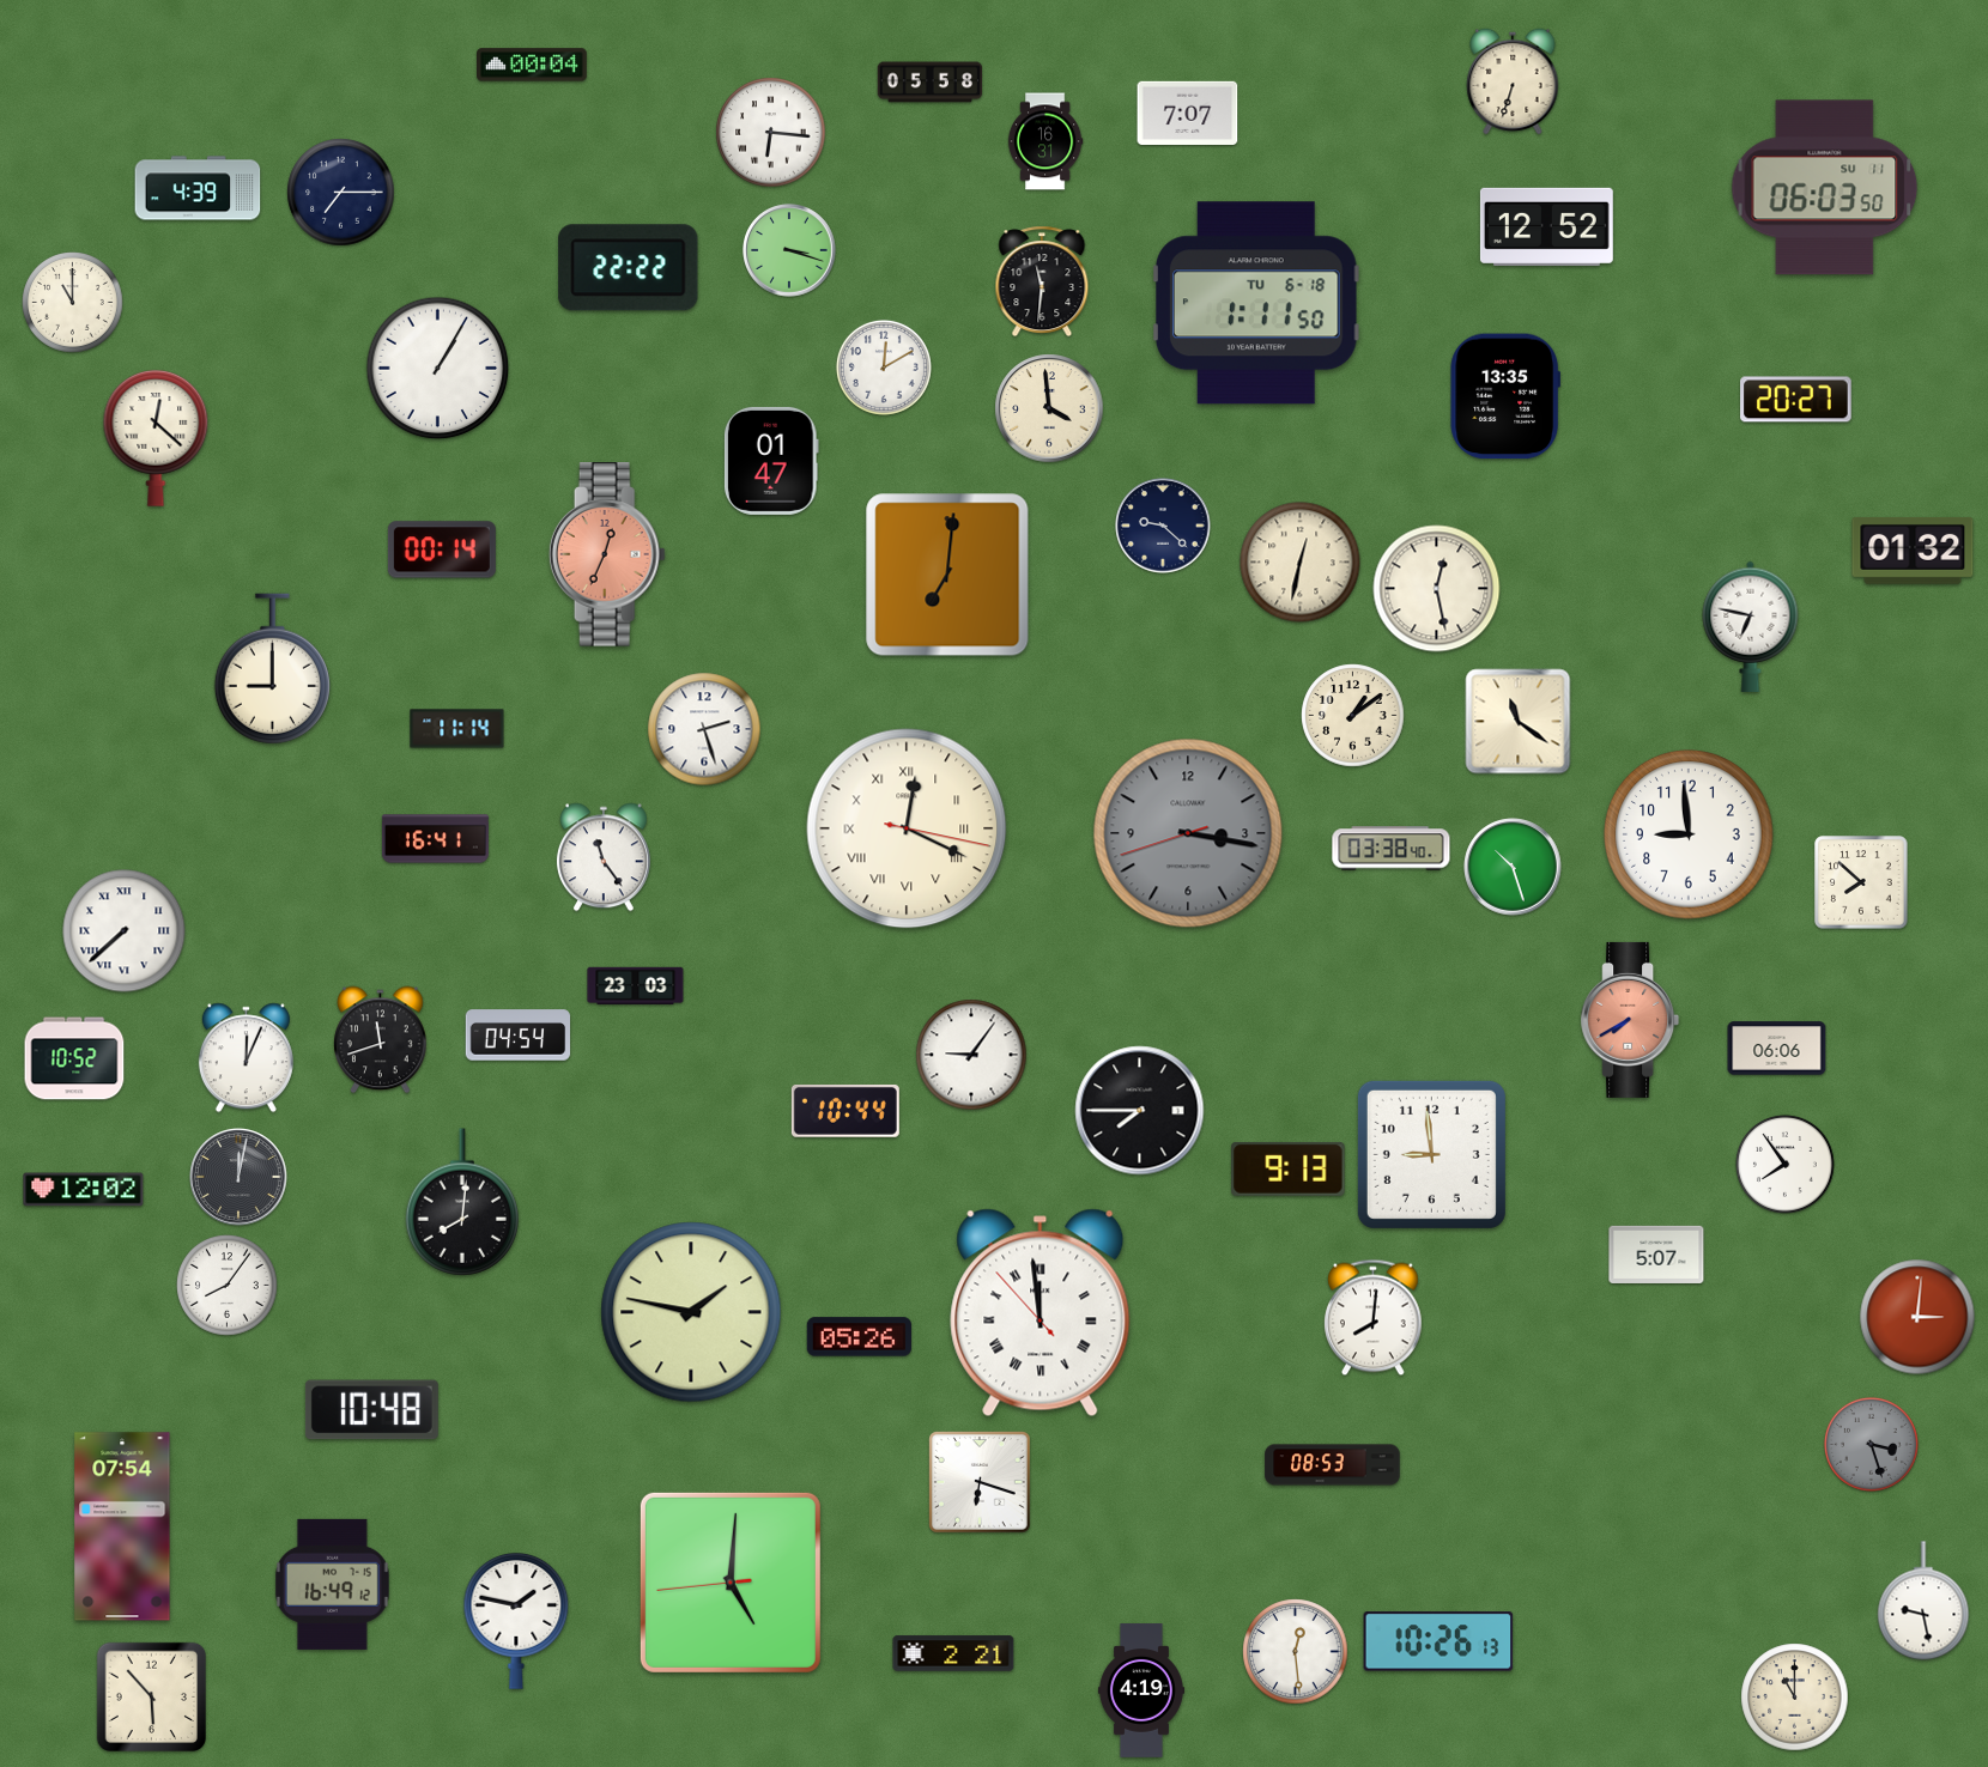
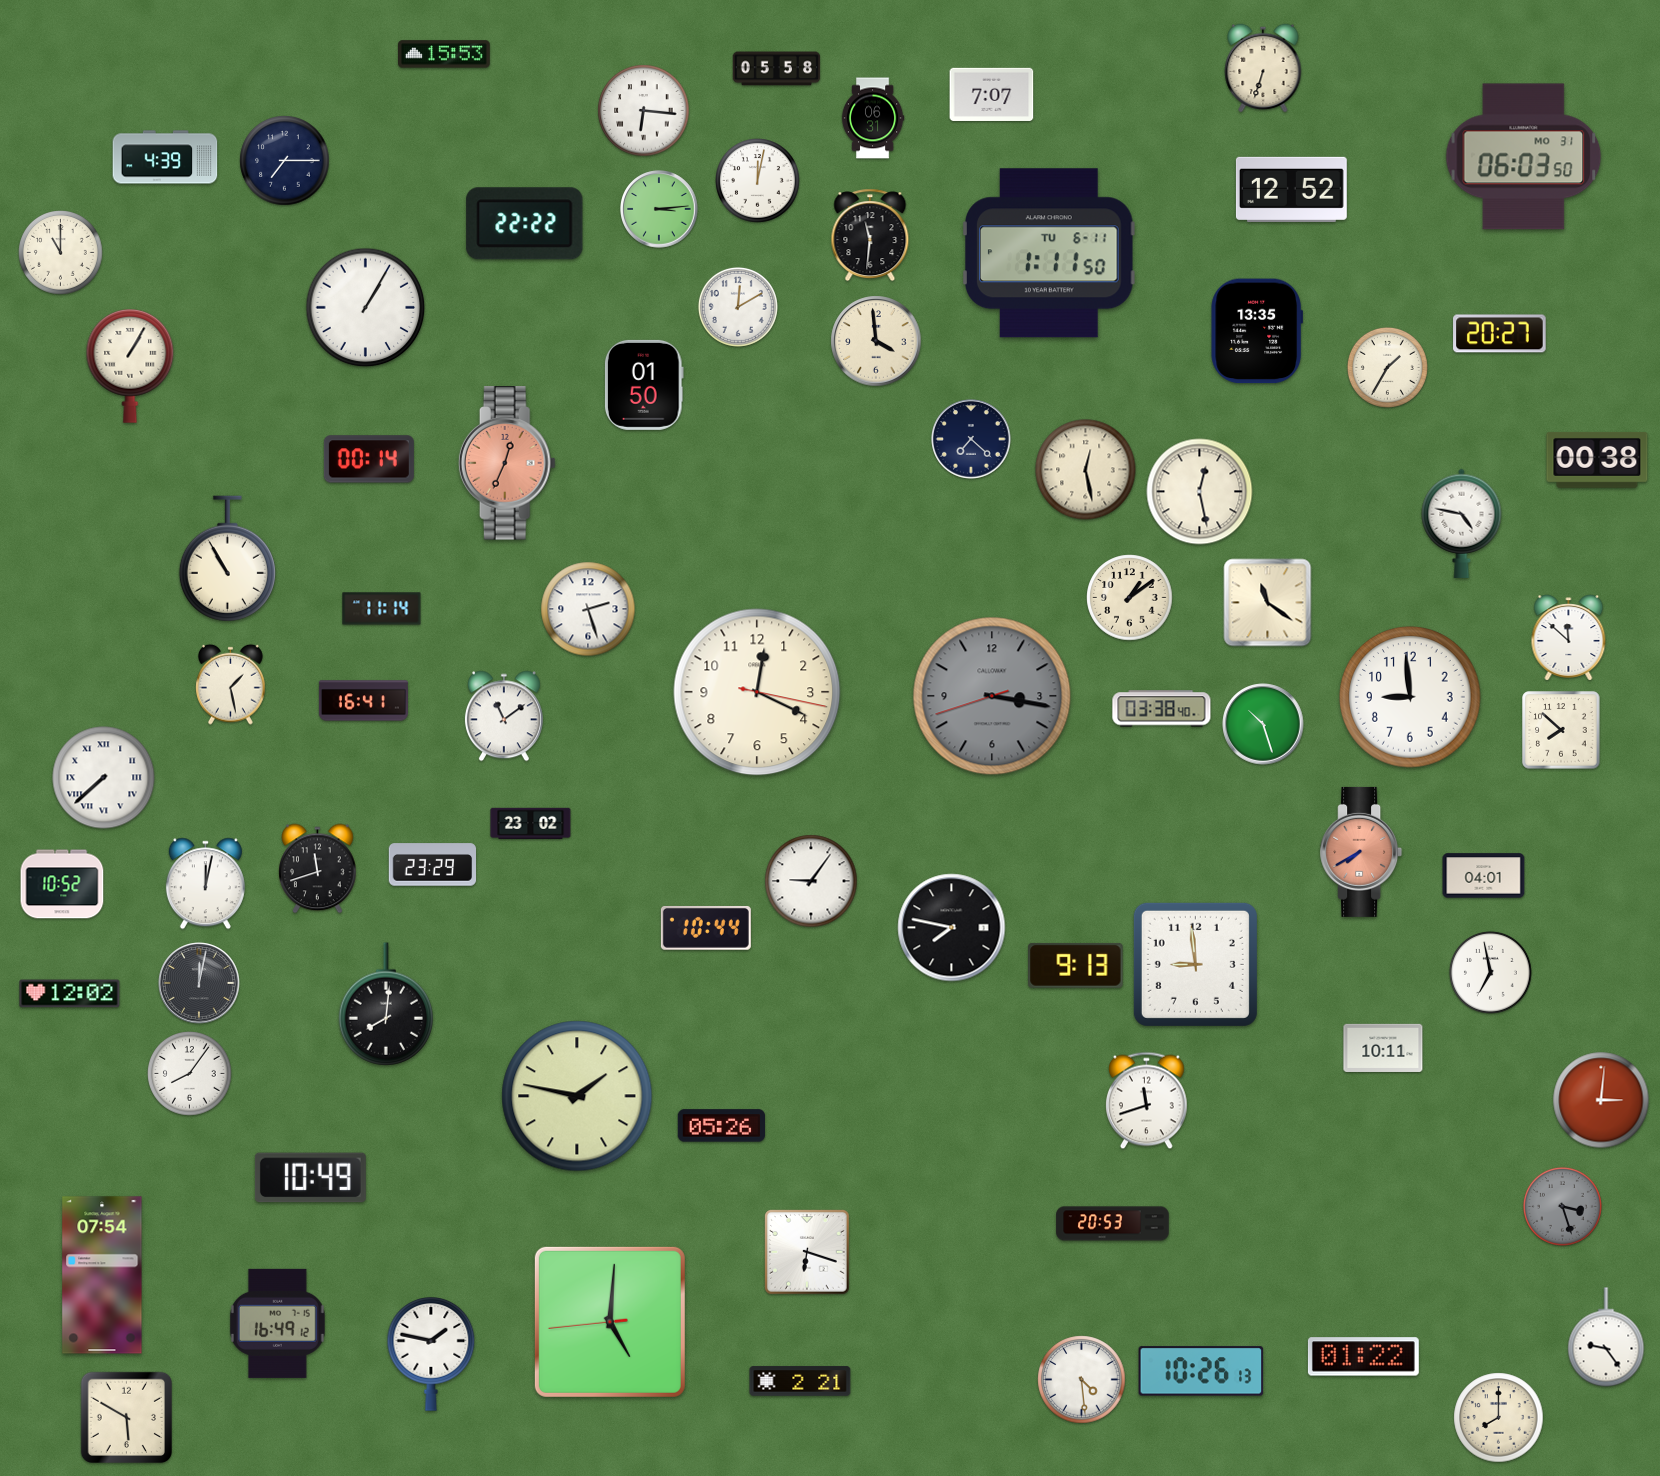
clock at (533, 65): 00:04 -> 15:53
clock at (1045, 141): 16:31 -> 06:31
clock at (1825, 188) date: SU 11 -> MO 31
clock at (758, 181): none -> 12:02
clock at (789, 250): 3:18 -> 3:14
clock at (1256, 303) date: TU 6-18 -> TU 6-11
clock at (156, 439): 12:22 -> 1:05
clock at (1387, 367): none -> 1:35
clock at (771, 461): 01:47 -> 01:50
clock at (1163, 526): 9:22 -> 7:22
clock at (1913, 552): 01:32 -> 00:38
clock at (1301, 563): 12:32 -> 12:28
clock at (947, 575): 7:01 -> none
clock at (1751, 626): 6:47 -> 4:47
clock at (272, 669): 9:00 -> 10:55
clock at (1569, 638): none -> 11:52
clock at (231, 684): none -> 1:28
clock at (907, 828) numerals: Roman -> Arabic
clock at (604, 857): 11:24 -> 11:09
clock at (1861, 882) position: (1861, 882) -> (1561, 730)
clock at (636, 985): 23:03 -> 23:02
clock at (519, 1036): 04:54 -> 23:29
clock at (1777, 1049): 06:06 -> 04:01
clock at (246, 1058): 12:04 -> 12:02
clock at (1140, 1111): 7:45 -> 7:47
clock at (1784, 1164): 7:54 -> 6:58
clock at (1289, 1168) position: (1289, 1168) -> (1076, 965)
clock at (1656, 1255): 5:07 -> 10:11
clock at (1041, 1313): 11:58 -> none
clock at (1374, 1318): 8:01 -> 11:42
clock at (859, 1337) position: (859, 1337) -> (721, 1126)
clock at (371, 1410): 10:48 -> 10:49
clock at (1333, 1465): 08:53 -> 20:53
clock at (981, 1483) position: (981, 1483) -> (808, 1253)
clock at (1923, 1601): 9:28 -> 9:24
clock at (1363, 1357): none -> 01:22
clock at (1296, 1652): 12:29 -> 4:29
clock at (953, 1653) position: (953, 1653) -> (800, 1381)
clock at (1141, 1690): 4:19 -> none
clock at (151, 1696): 5:53 -> 5:50
clock at (1795, 1698): 11:00 -> 8:00
